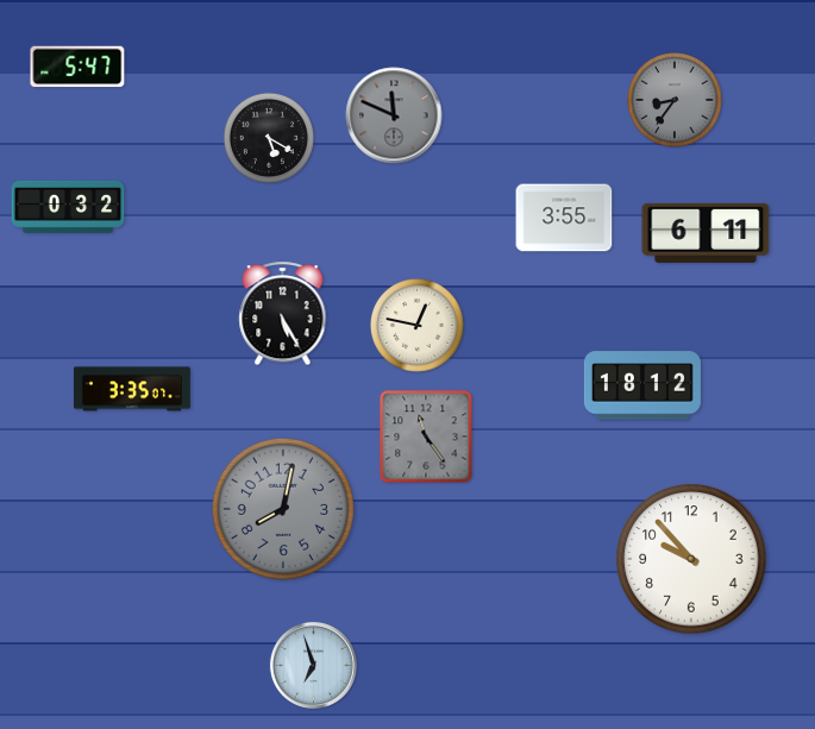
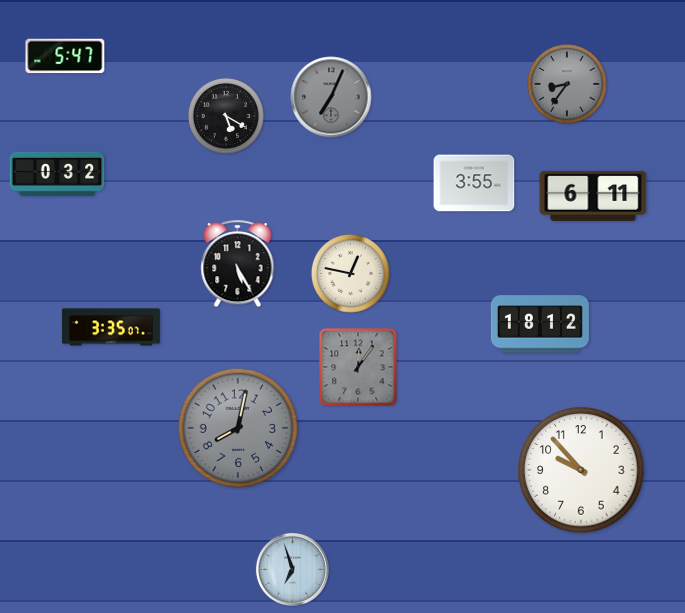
clock at (394, 115): 11:49 -> 7:04
clock at (426, 436): 11:24 -> 12:06
clock at (313, 665) position: (313, 665) -> (292, 569)
